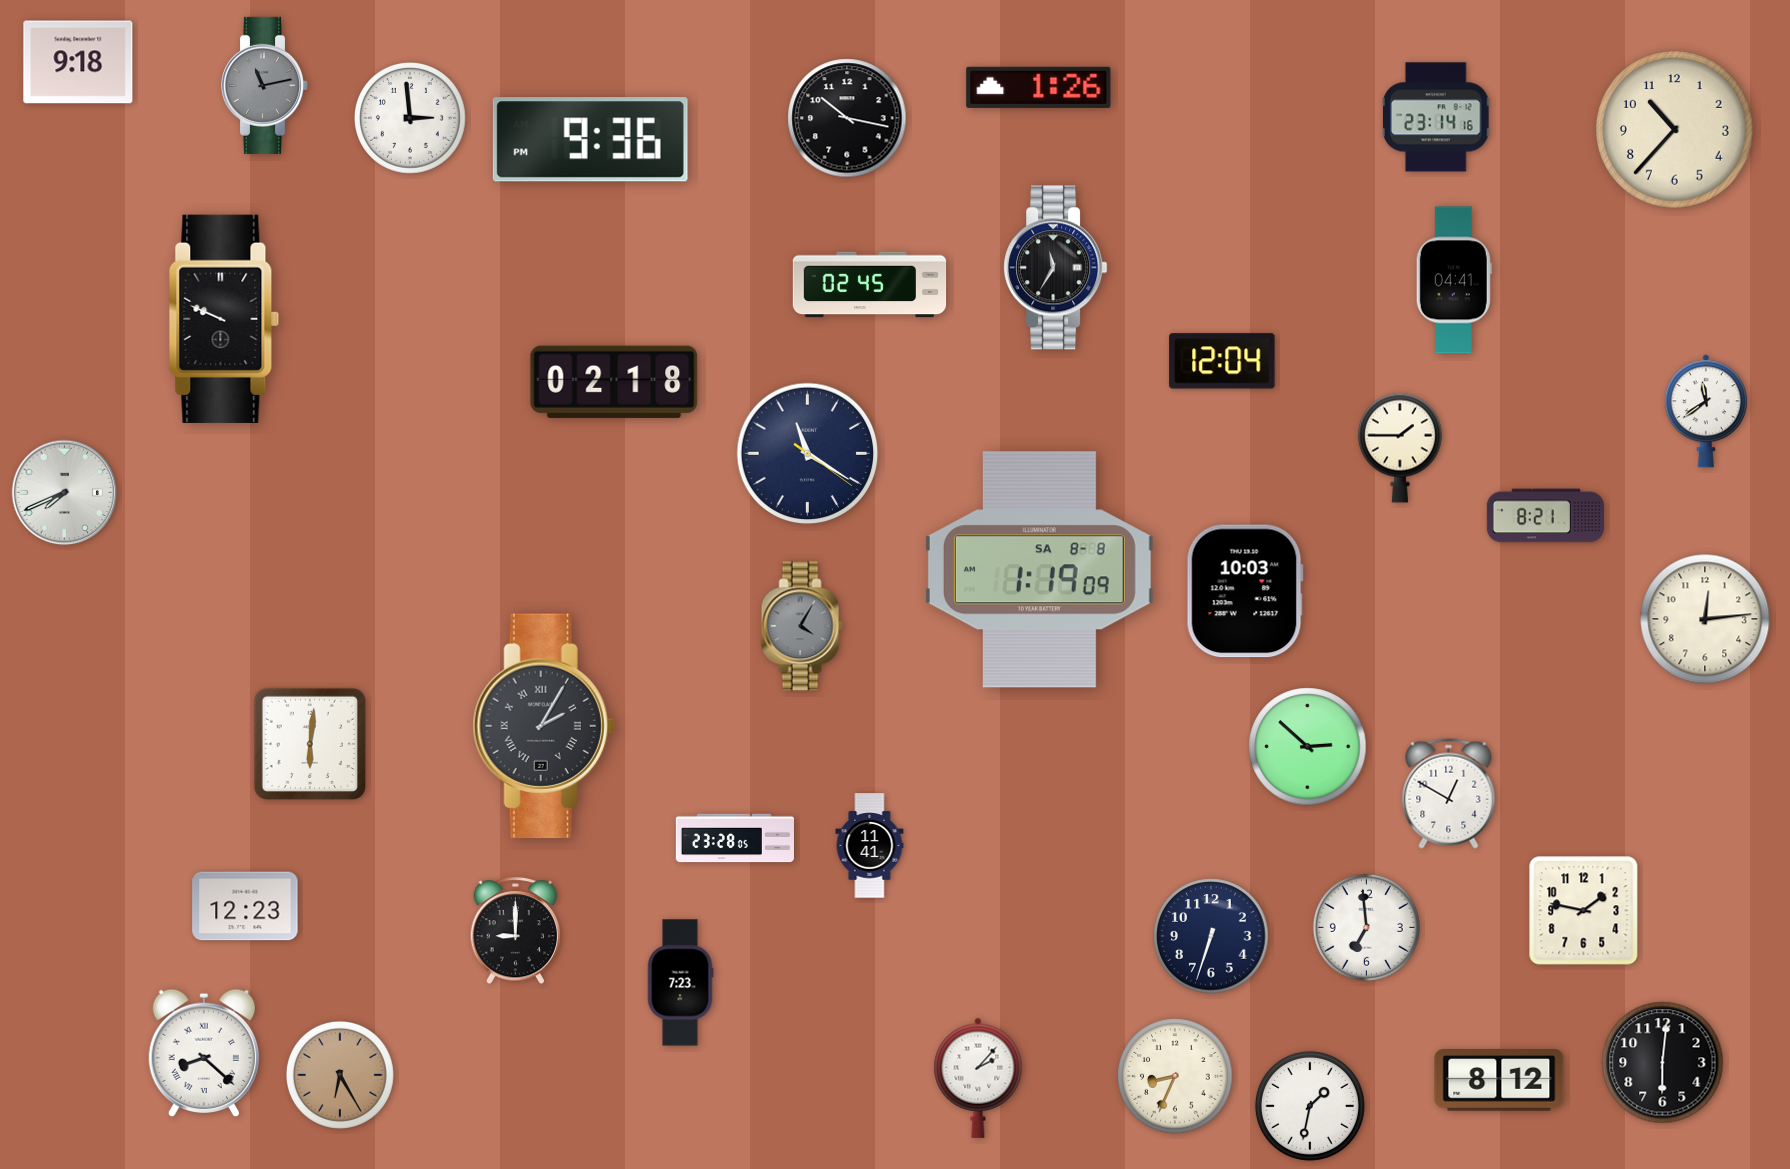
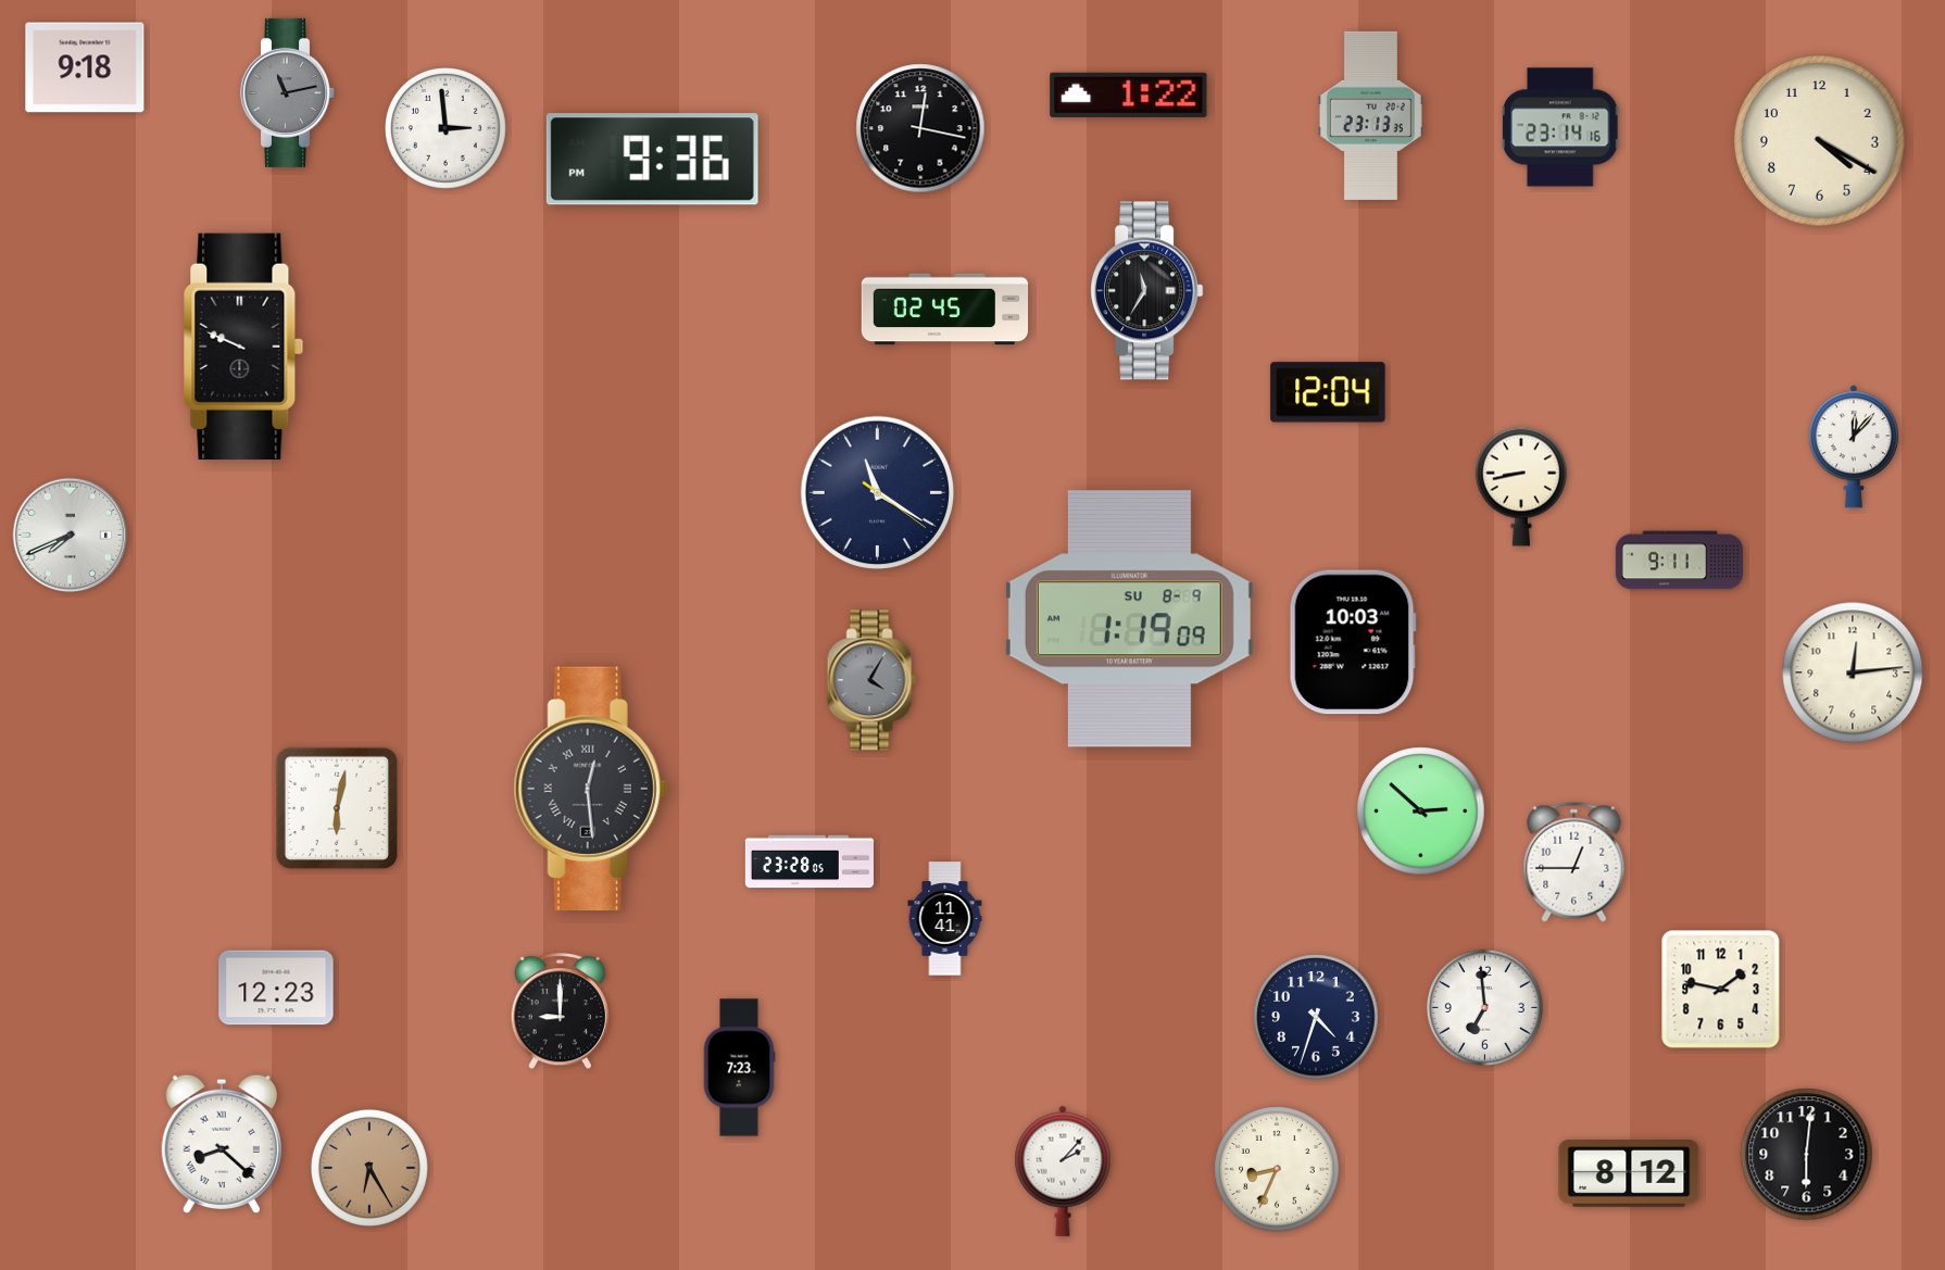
clock at (1039, 87): 1:26 -> 1:22
clock at (1370, 115): none -> 23:13
clock at (847, 118): 10:17 -> 12:17
clock at (1675, 130): 10:37 -> 4:20
clock at (590, 140) position: (590, 140) -> (652, 160)
clock at (1454, 280): 04:41 -> none
clock at (614, 382): 02:18 -> none
clock at (1706, 411): 11:39 -> 12:07
clock at (1400, 448): 1:45 -> 8:43
clock at (1545, 516): 8:21 -> 9:11
clock at (1039, 570) date: SA 8-8 -> SU 8-9
clock at (544, 726): 2:05 -> 12:29
clock at (309, 743): 6:01 -> 6:02
clock at (1449, 793): 12:50 -> 12:45
clock at (735, 838) position: (735, 838) -> (810, 862)
clock at (245, 906) position: (245, 906) -> (276, 988)
clock at (1211, 936): 6:33 -> 4:33
clock at (1310, 1106): 1:32 -> none
